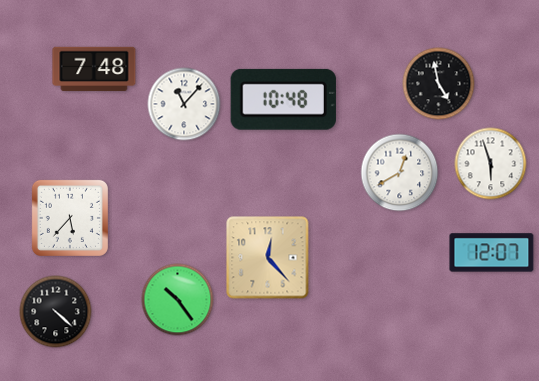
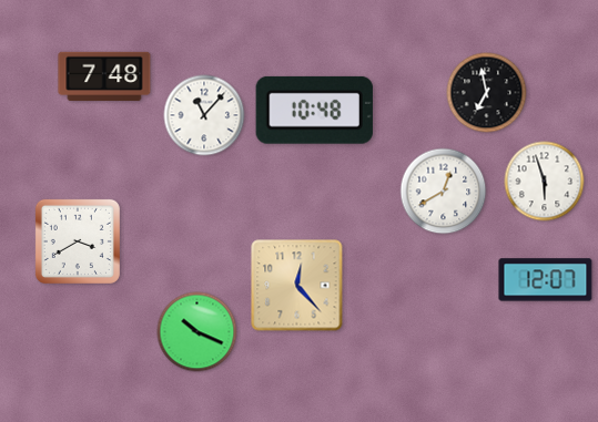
clock at (439, 84): 4:58 -> 6:58
clock at (70, 218): 5:37 -> 3:40
clock at (178, 300): 10:24 -> 10:19
clock at (56, 312): 4:22 -> none
